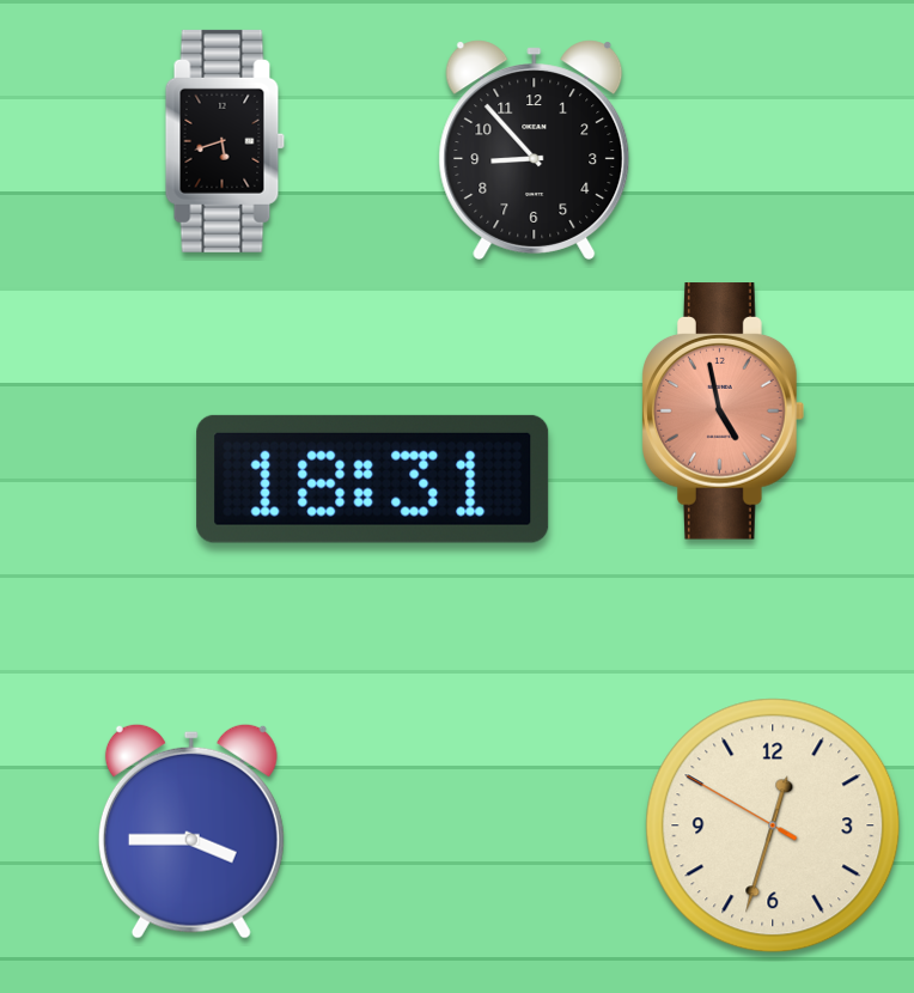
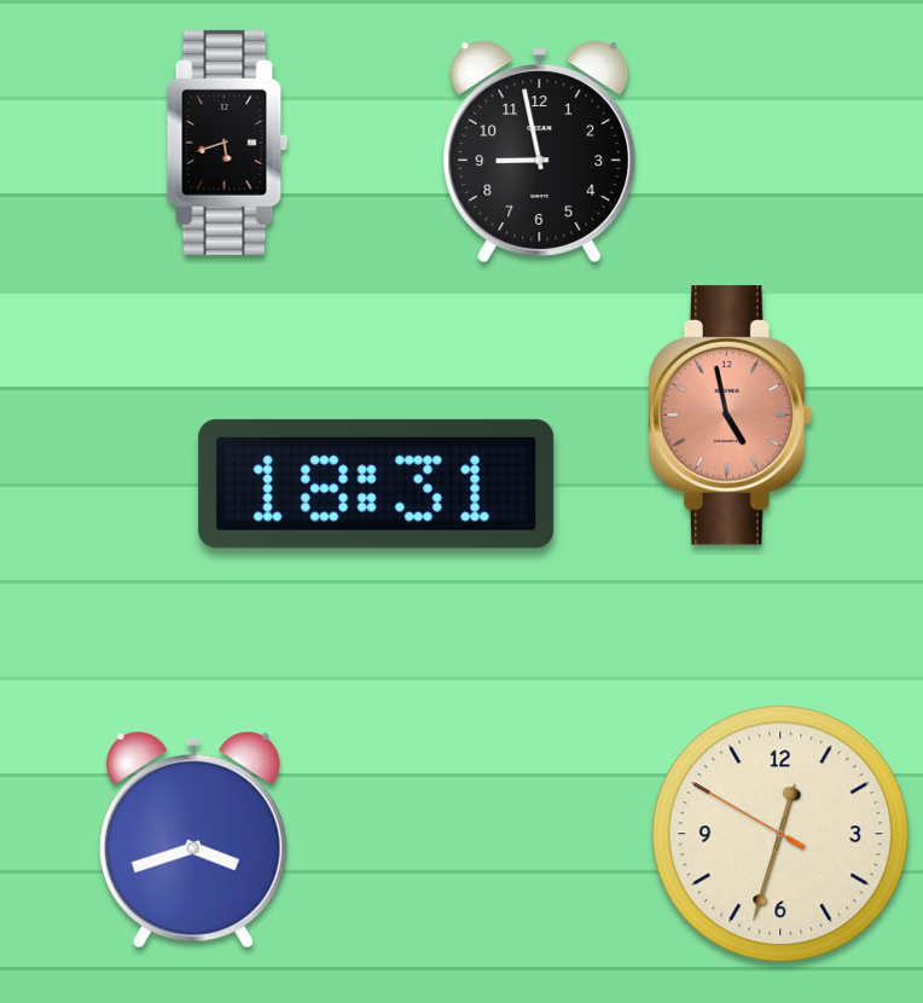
clock at (535, 150): 8:53 -> 8:58
clock at (191, 831): 3:45 -> 3:42
